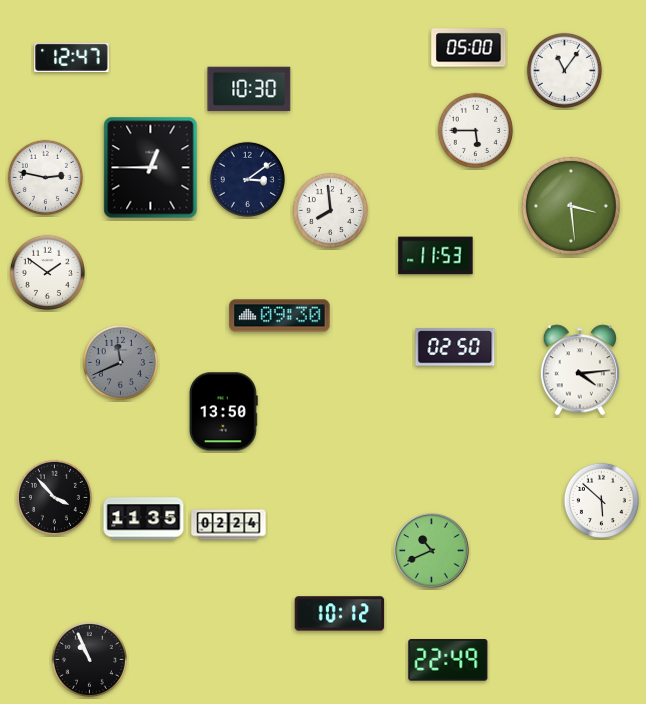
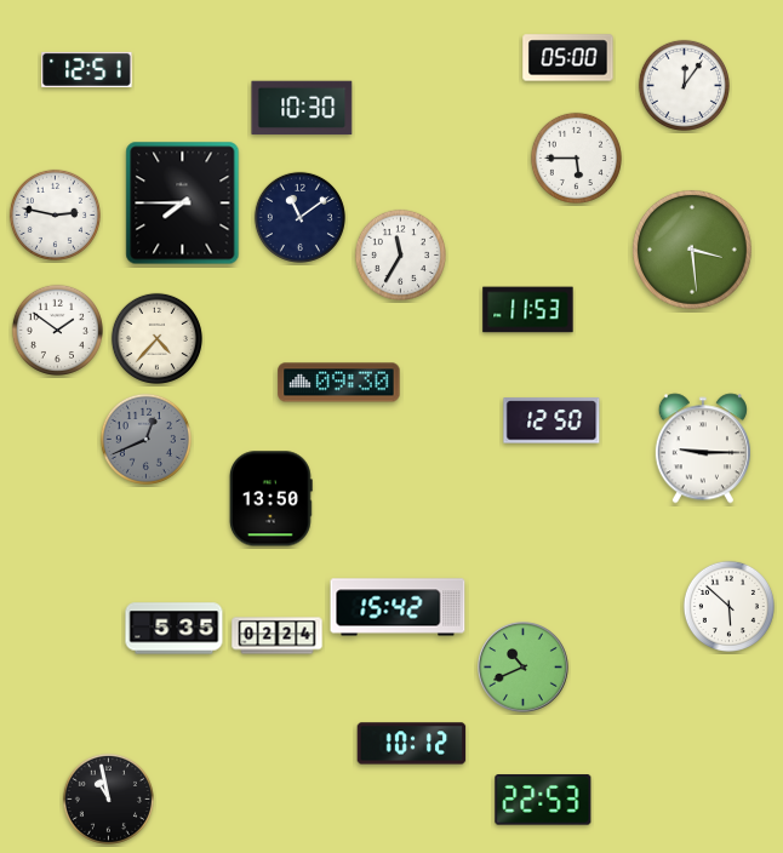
clock at (72, 57): 12:47 -> 12:51
clock at (564, 70): 11:06 -> 12:06
clock at (151, 168): 12:45 -> 7:45
clock at (247, 179): 3:09 -> 11:09
clock at (330, 210): 7:59 -> 11:35
clock at (156, 338): none -> 4:37
clock at (455, 347): 02:50 -> 12:50
clock at (120, 362): 11:41 -> 12:41
clock at (580, 370): 4:14 -> 9:15
clock at (54, 497): 3:53 -> none
clock at (398, 607): none -> 15:42
clock at (144, 519): 11:35 -> 5:35
clock at (89, 659): 10:56 -> 10:58
clock at (448, 660): 22:49 -> 22:53
